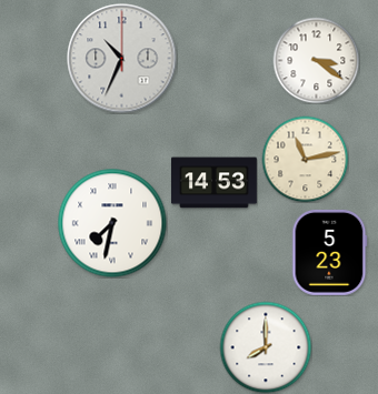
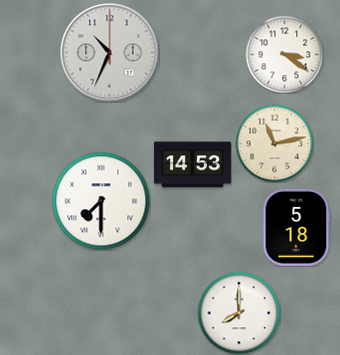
clock at (112, 223): 7:32 -> 7:30
clock at (330, 252): 5:23 -> 5:18
